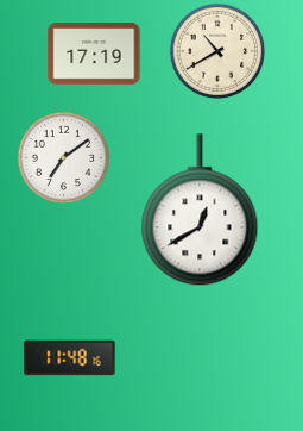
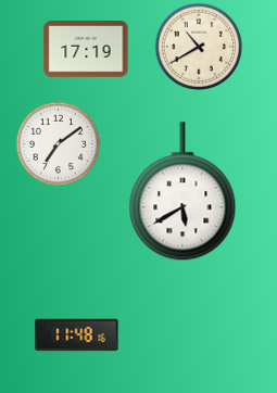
clock at (200, 211): 12:40 -> 5:40
clock at (70, 358) position: (70, 358) -> (77, 335)
